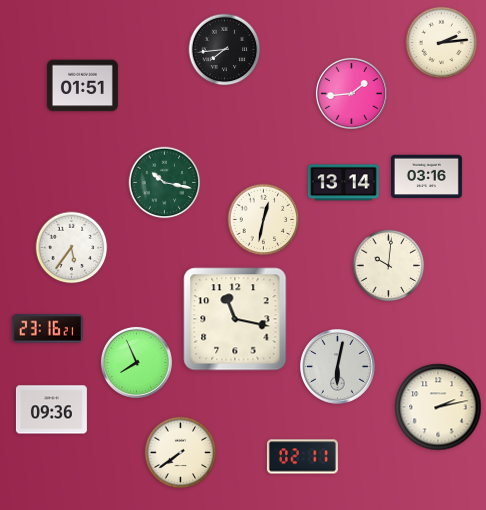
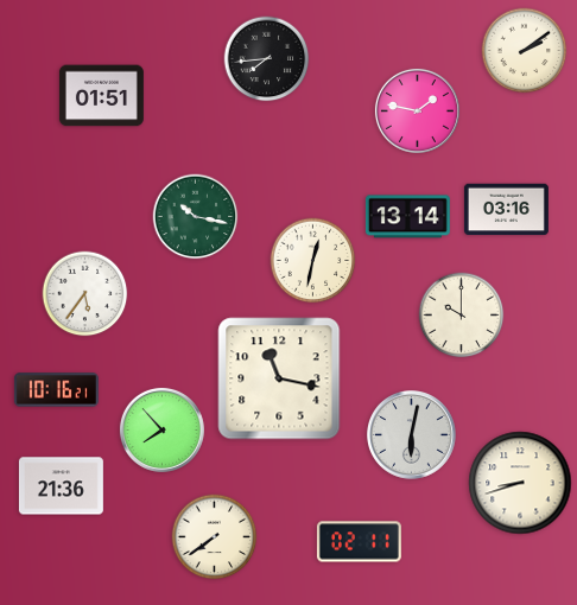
clock at (442, 43): 2:14 -> 2:09
clock at (82, 86) position: (82, 86) -> (101, 96)
clock at (351, 93): 1:44 -> 1:47
clock at (389, 266): 10:01 -> 10:00
clock at (47, 329): 23:16 -> 10:16
clock at (136, 362): 7:56 -> 7:53
clock at (338, 367) position: (338, 367) -> (412, 435)
clock at (438, 407): 2:13 -> 8:42
clock at (51, 410): 09:36 -> 21:36
